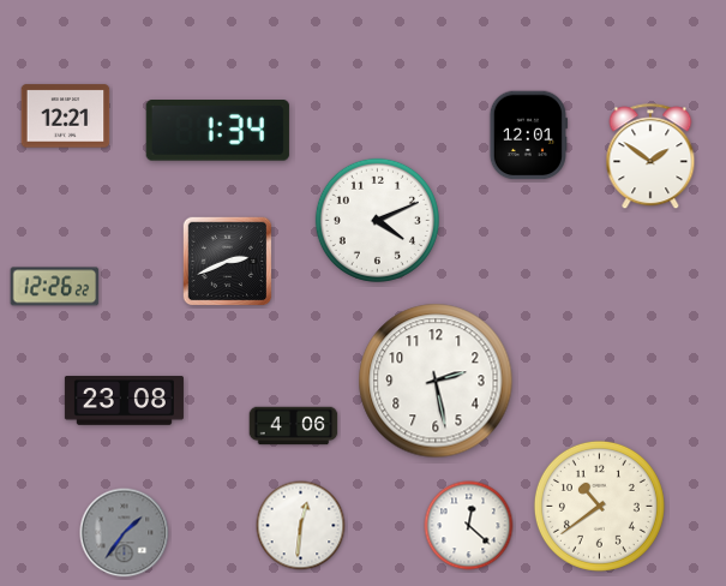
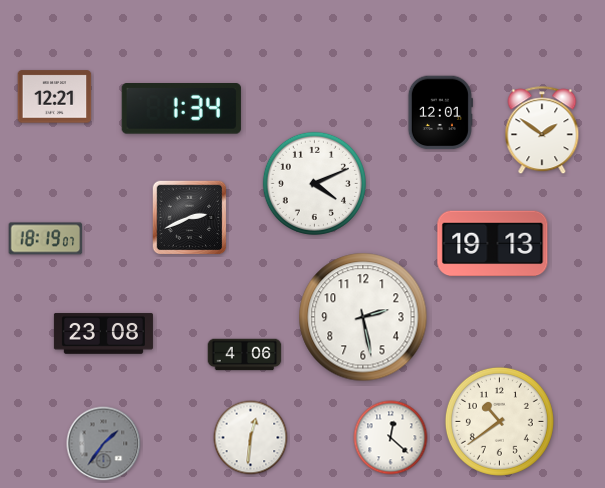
clock at (55, 287): 12:26 -> 18:19
clock at (493, 244): none -> 19:13
